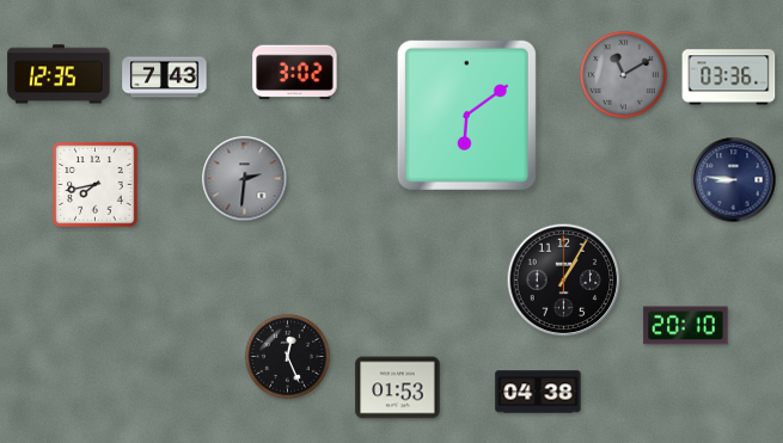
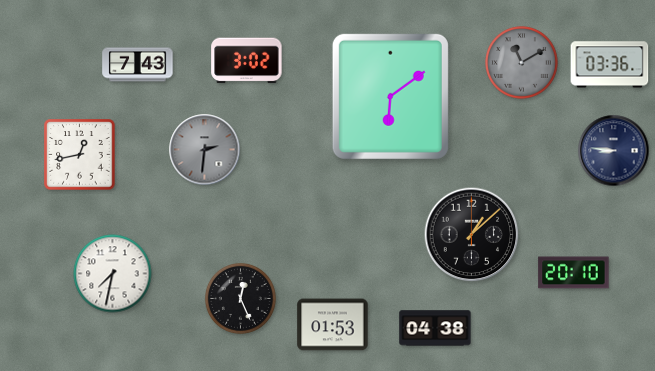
clock at (59, 74): 12:35 -> none
clock at (96, 185): 7:43 -> 12:43
clock at (564, 281): 1:05 -> 1:08
clock at (113, 274): none -> 7:32
clock at (538, 392) position: (538, 392) -> (435, 328)
